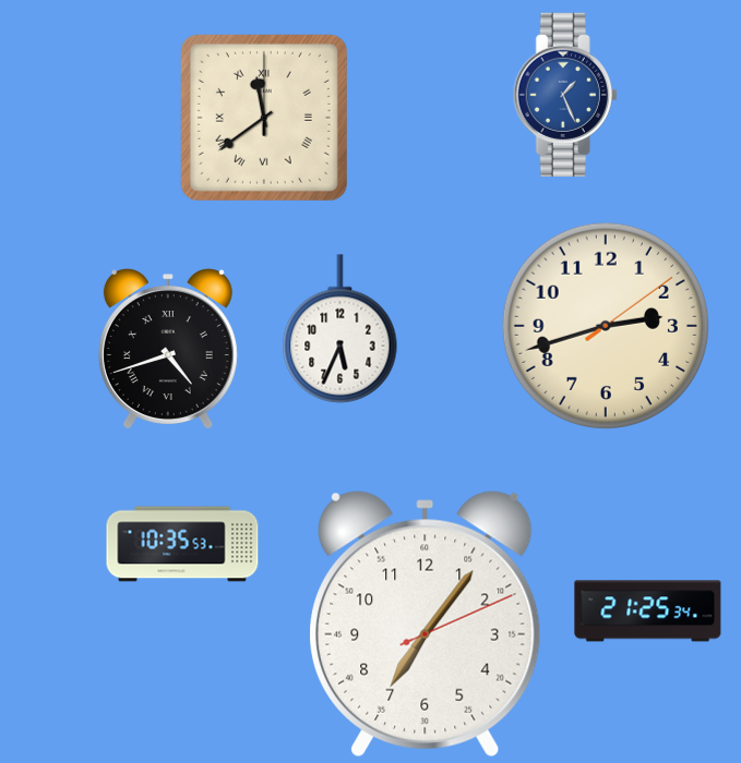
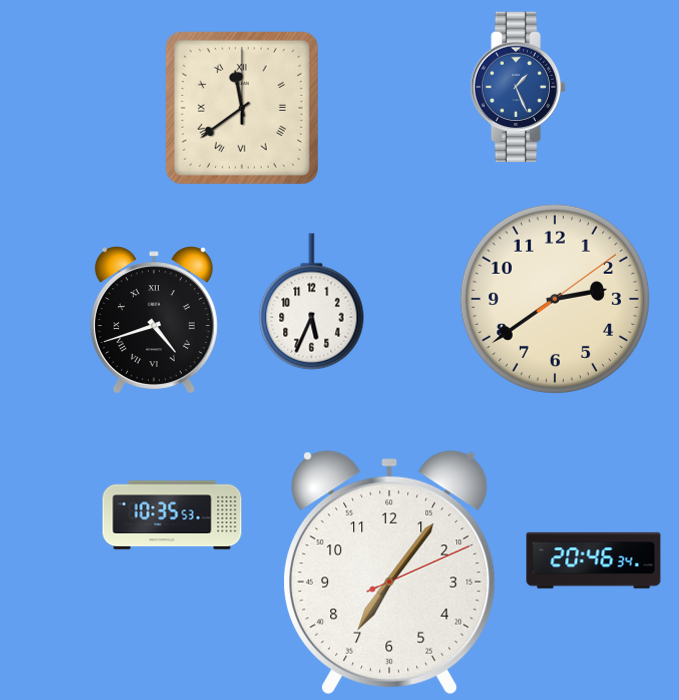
clock at (606, 326): 2:42 -> 2:39
clock at (182, 544) position: (182, 544) -> (172, 515)
clock at (648, 611): 21:25 -> 20:46
